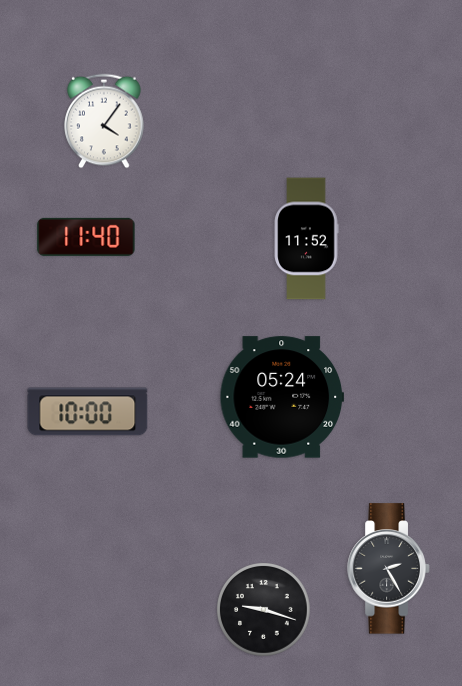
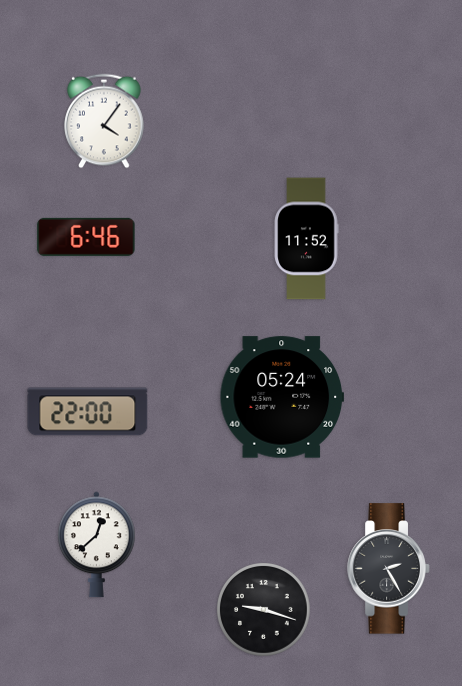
clock at (86, 237): 11:40 -> 6:46
clock at (88, 412): 10:00 -> 22:00
clock at (97, 545): none -> 12:38
